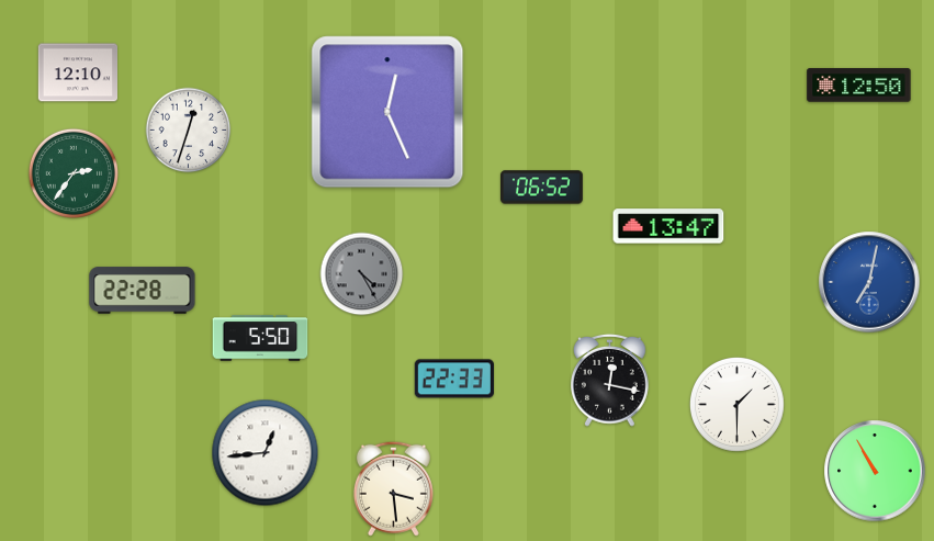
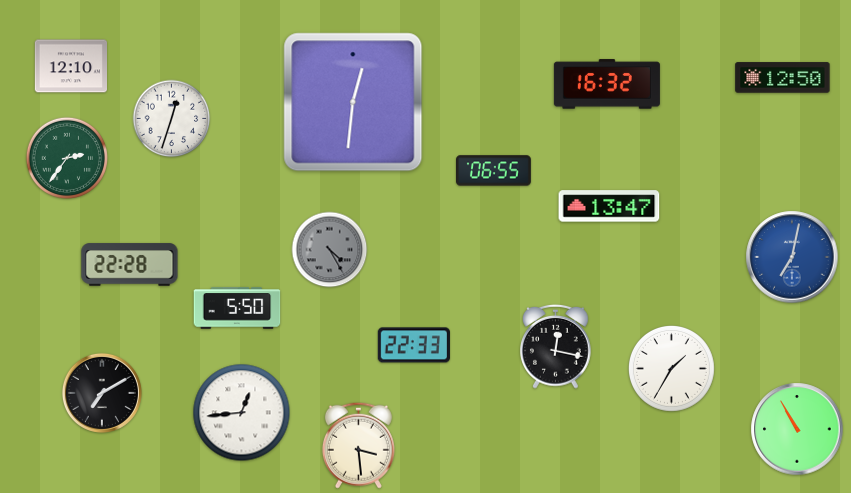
clock at (607, 84): none -> 16:32
clock at (387, 112): 12:26 -> 12:31
clock at (542, 188): 06:52 -> 06:55
clock at (736, 404): 1:30 -> 1:35
clock at (102, 393): none -> 7:10
